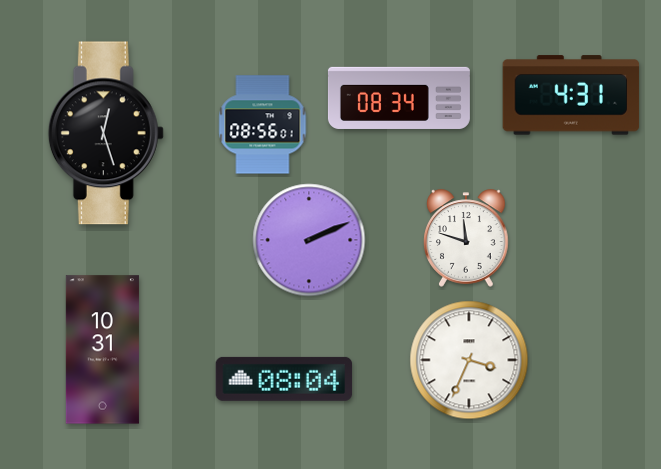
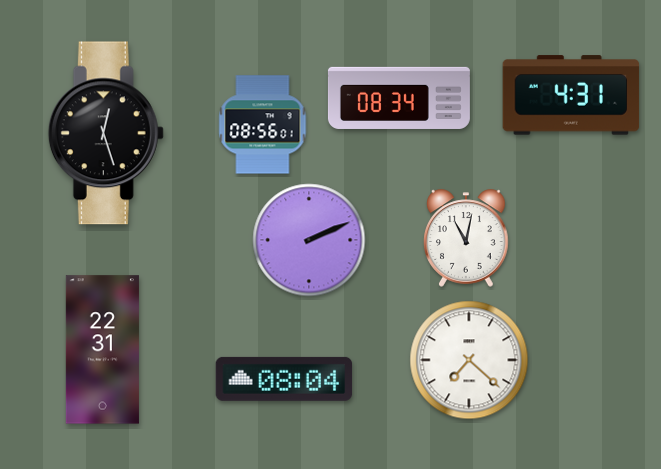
clock at (466, 238): 11:48 -> 11:02
clock at (102, 350): 10:31 -> 22:31
clock at (469, 360): 3:34 -> 7:22
